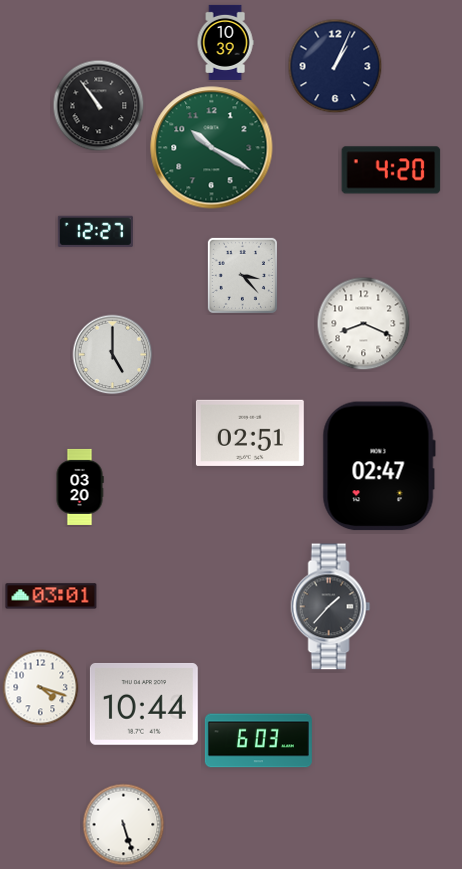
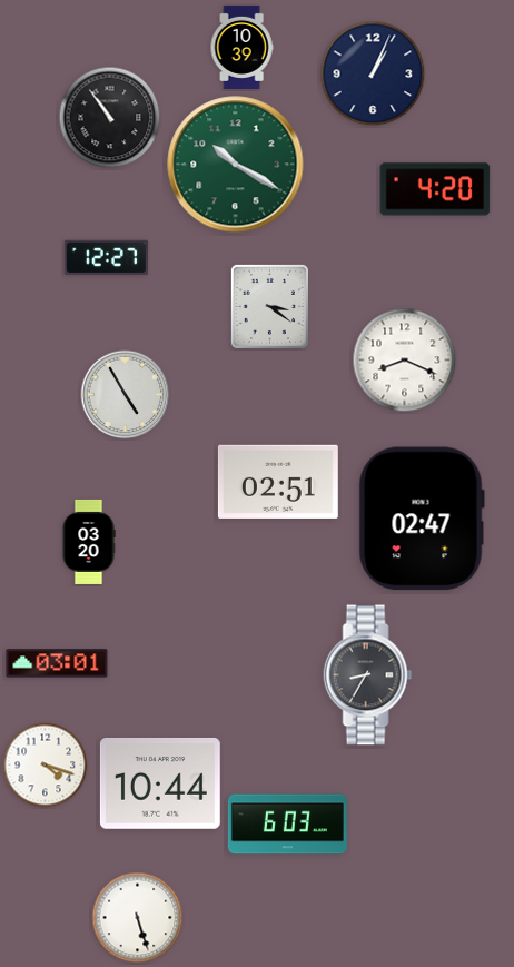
clock at (225, 42) position: (225, 42) -> (241, 47)
clock at (242, 275): 3:23 -> 3:21
clock at (113, 355): 5:00 -> 4:55
clock at (331, 607): 1:37 -> 8:35
